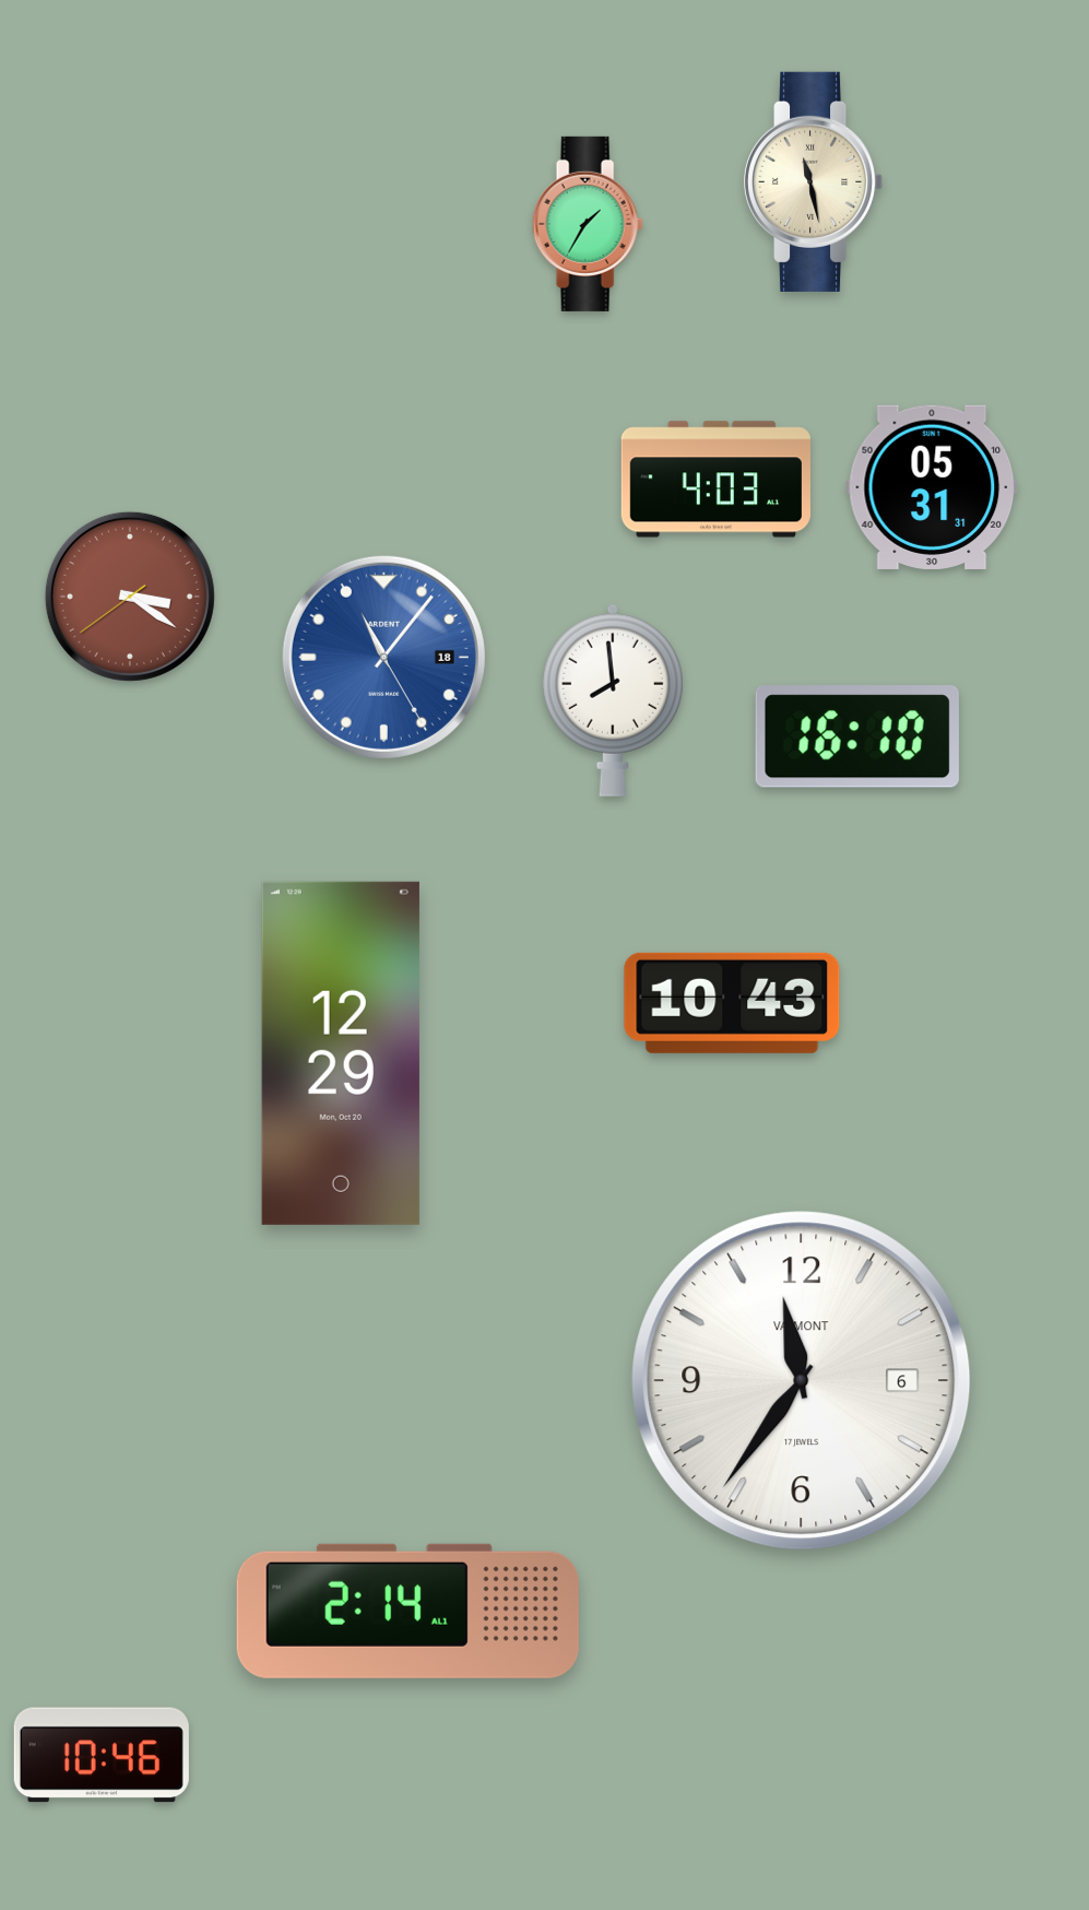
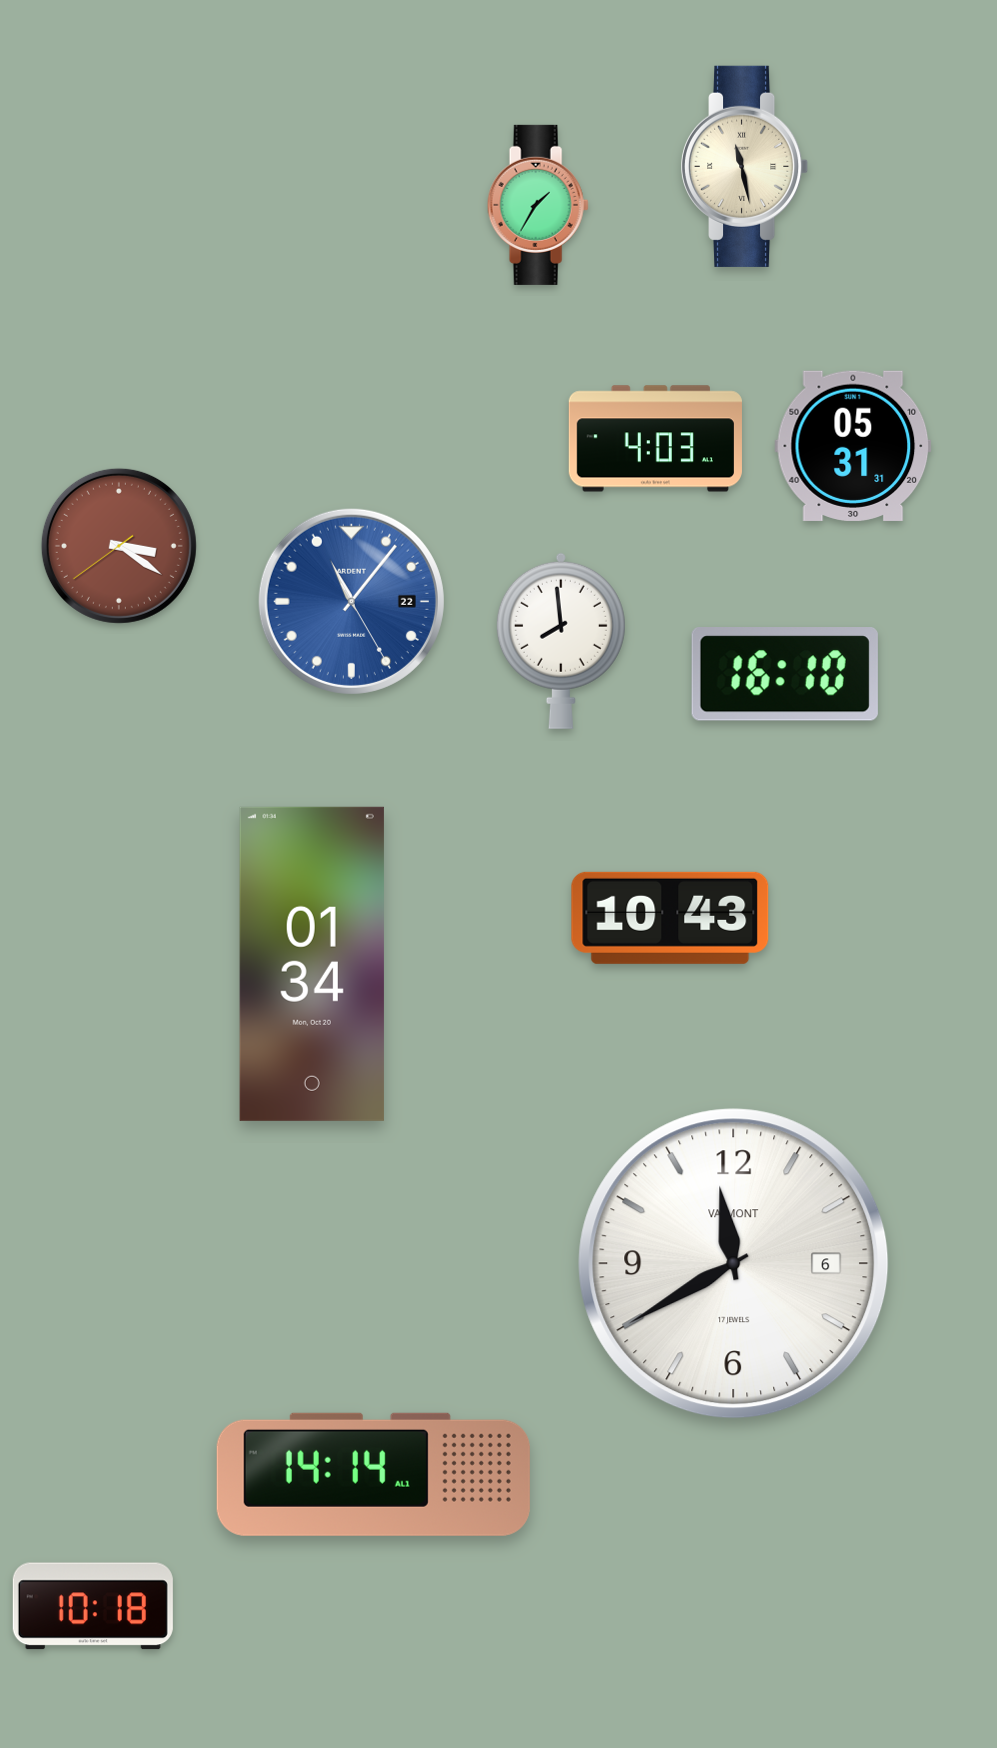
clock at (383, 657) date: 18 -> 22
clock at (341, 1053): 12:29 -> 01:34
clock at (802, 1381): 11:36 -> 11:40
clock at (407, 1611): 2:14 -> 14:14
clock at (102, 1755): 10:46 -> 10:18
